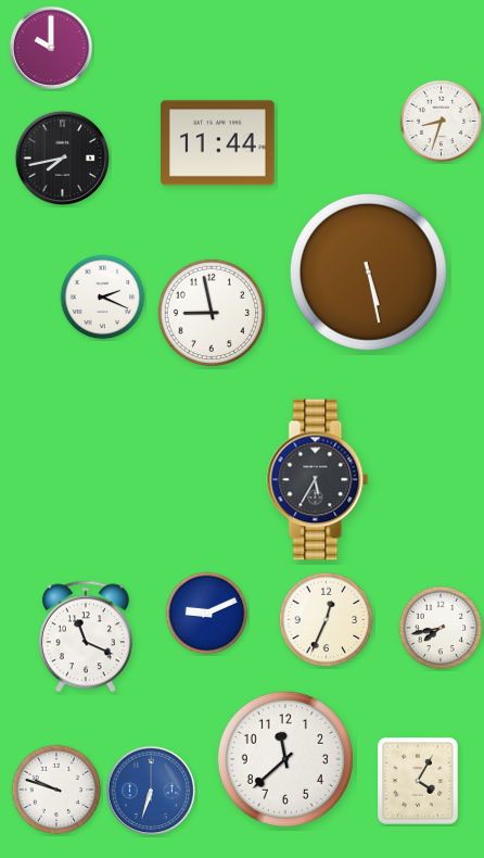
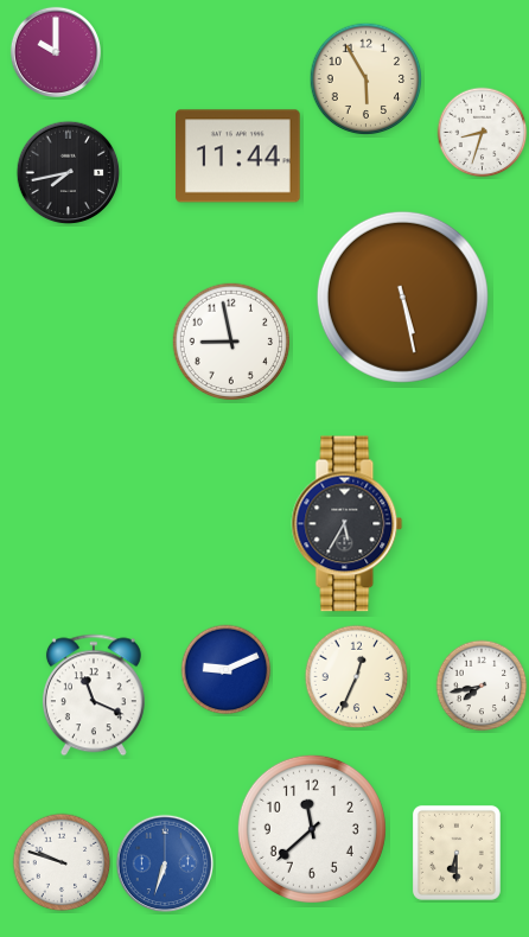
clock at (367, 79): none -> 5:55
clock at (103, 298): 2:19 -> none
clock at (418, 781): 4:05 -> 6:30
